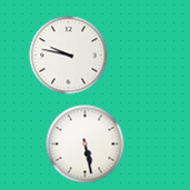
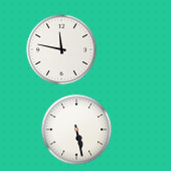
clock at (69, 56): 9:47 -> 11:47
